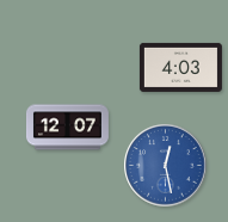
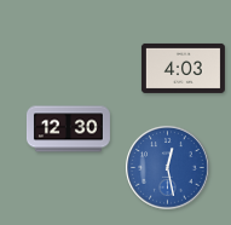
clock at (67, 128): 12:07 -> 12:30
